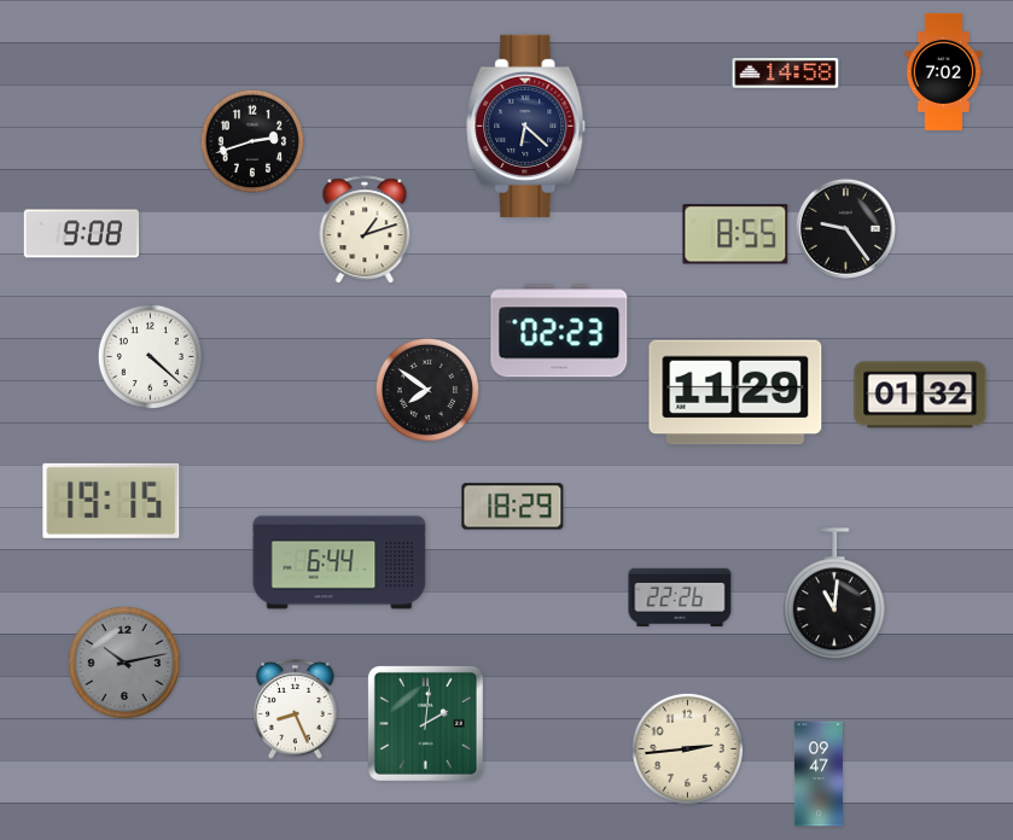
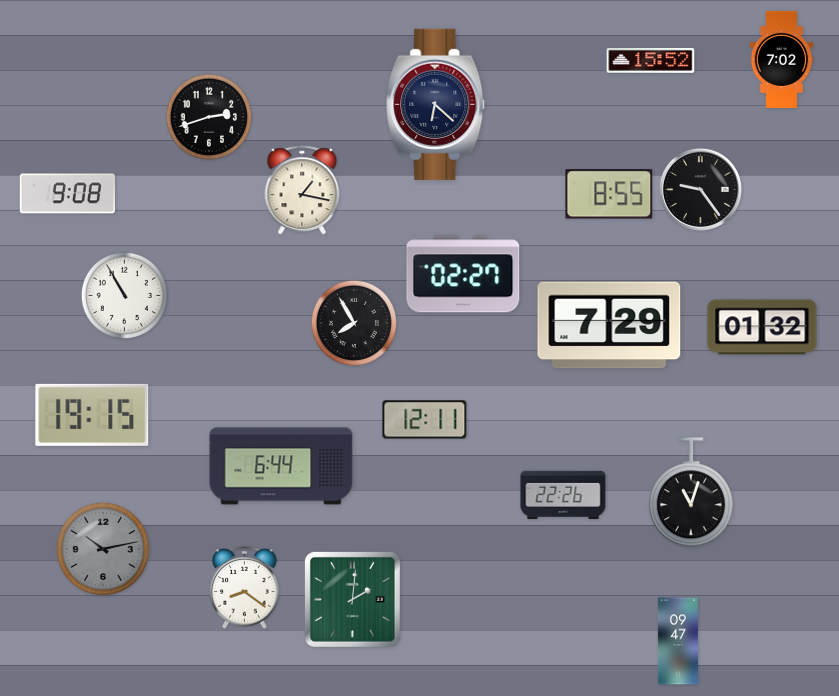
clock at (786, 74): 14:58 -> 15:52
clock at (365, 231): 1:12 -> 1:17
clock at (559, 331): 02:23 -> 02:27
clock at (150, 356): 4:22 -> 10:55
clock at (426, 389): 7:51 -> 7:55
clock at (735, 392): 11:29 -> 7:29
clock at (513, 507): 18:29 -> 12:11
clock at (834, 595): 11:01 -> 11:03
clock at (296, 710): 8:26 -> 8:21
clock at (687, 748): 2:44 -> none
